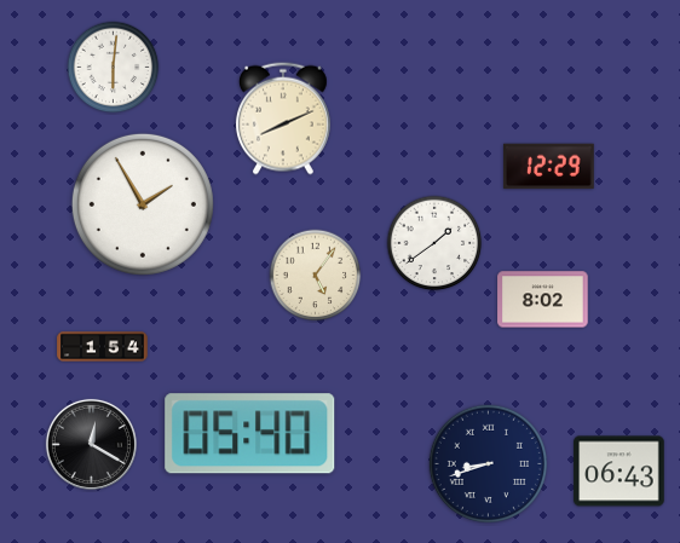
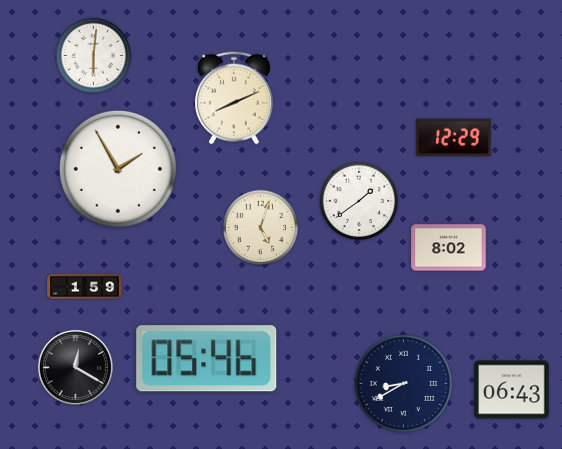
clock at (316, 276): 5:06 -> 5:03
clock at (103, 347): 1:54 -> 1:59
clock at (250, 434): 05:40 -> 05:46
clock at (488, 463): 8:42 -> 8:40
